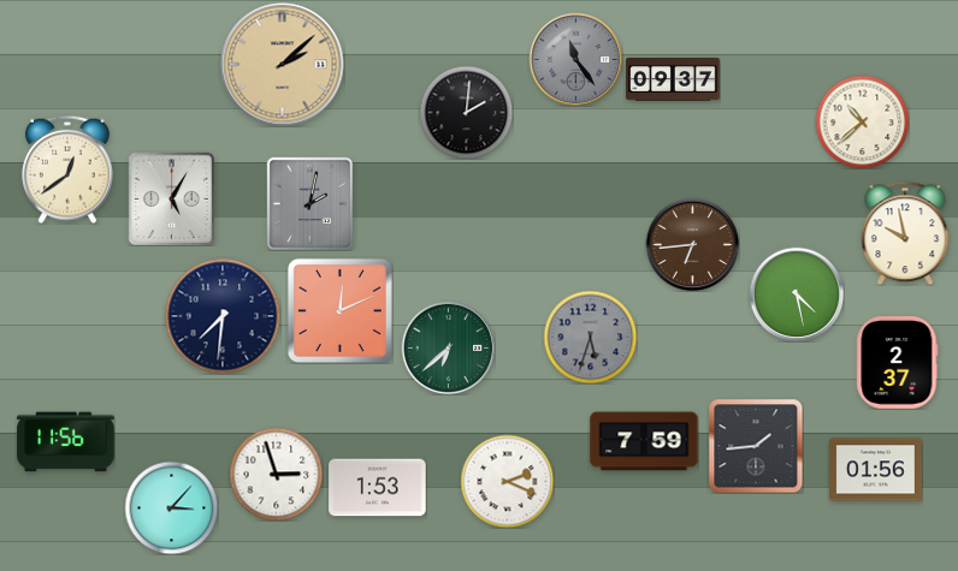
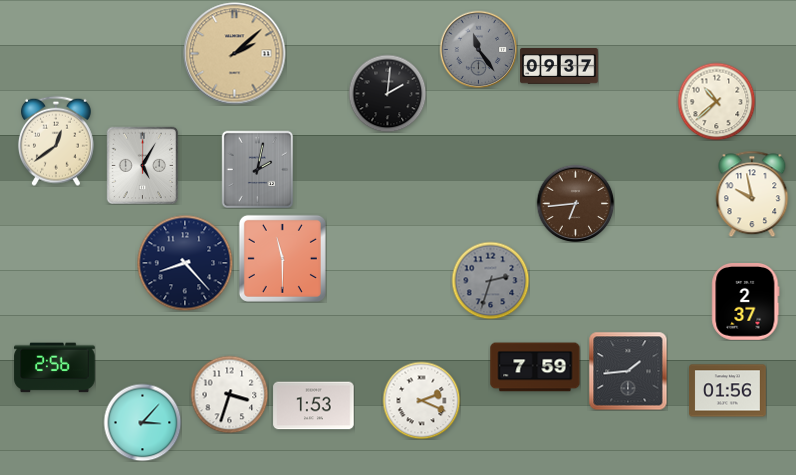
clock at (797, 295): 4:28 -> none
clock at (339, 310): 12:11 -> 11:30
clock at (223, 316): 7:31 -> 8:23
clock at (590, 337): 5:33 -> 2:33
clock at (448, 347): 6:38 -> none
clock at (66, 442): 11:56 -> 2:56
clock at (276, 474): 2:57 -> 3:33
